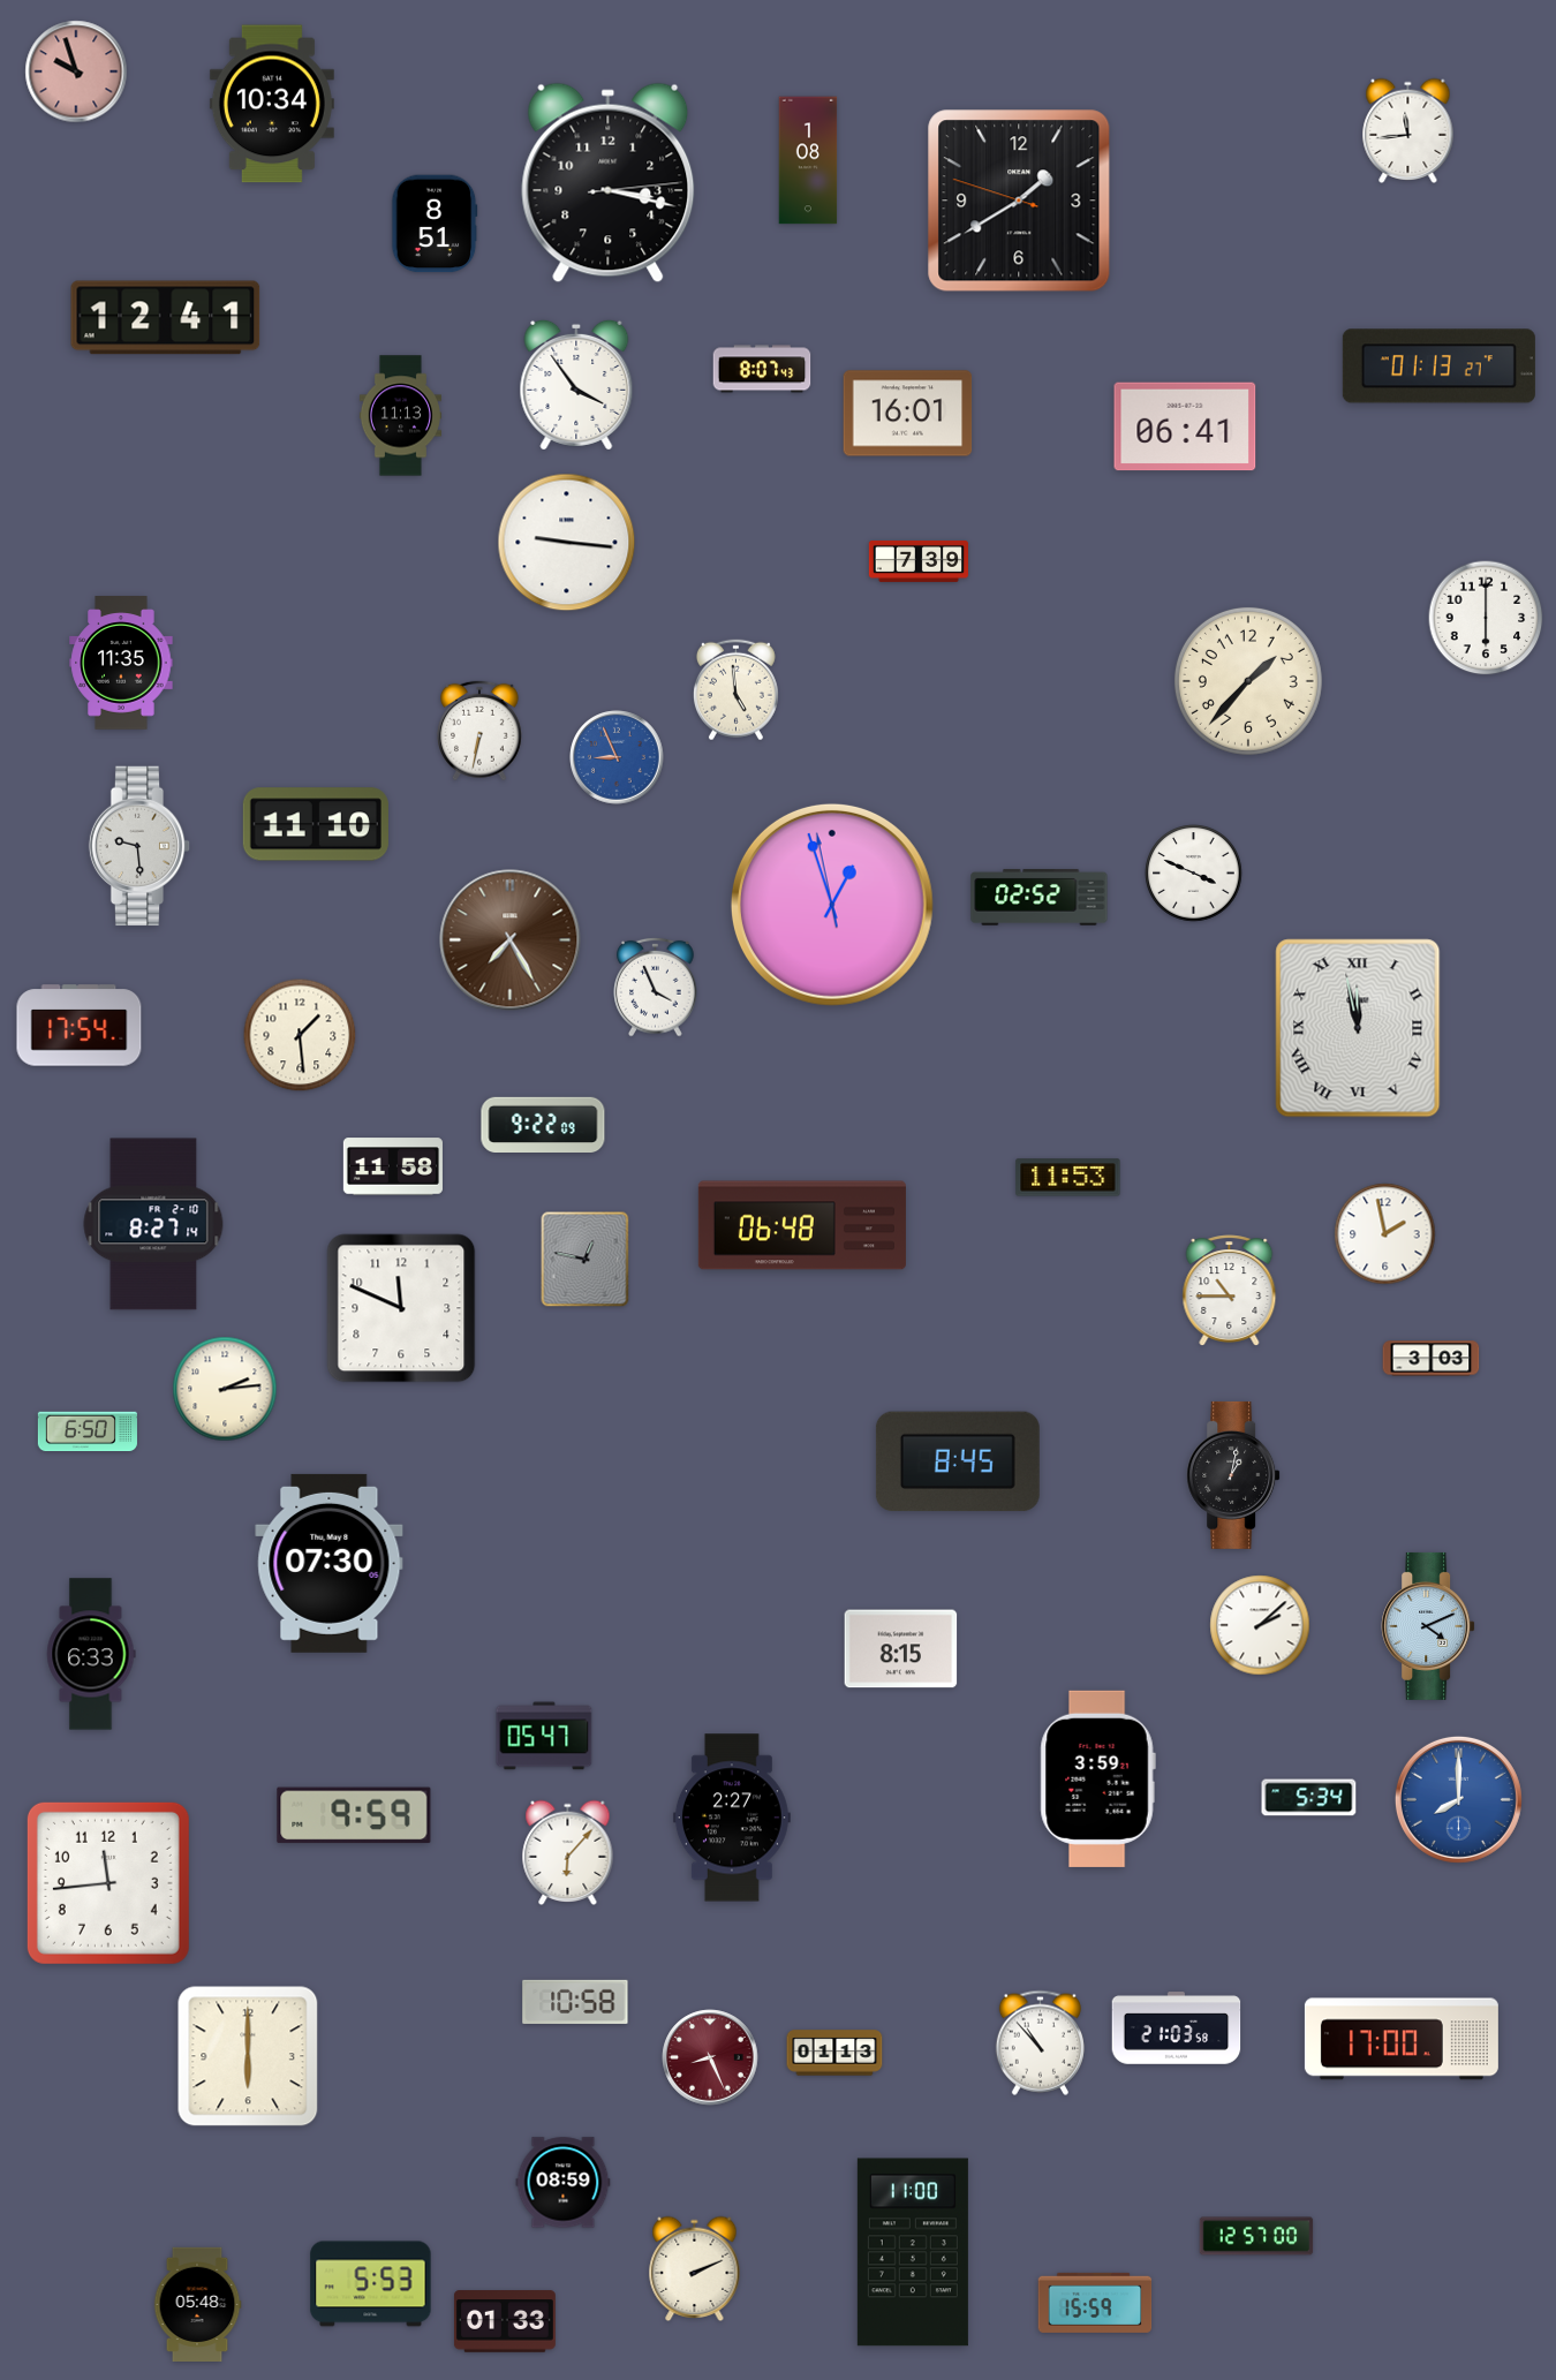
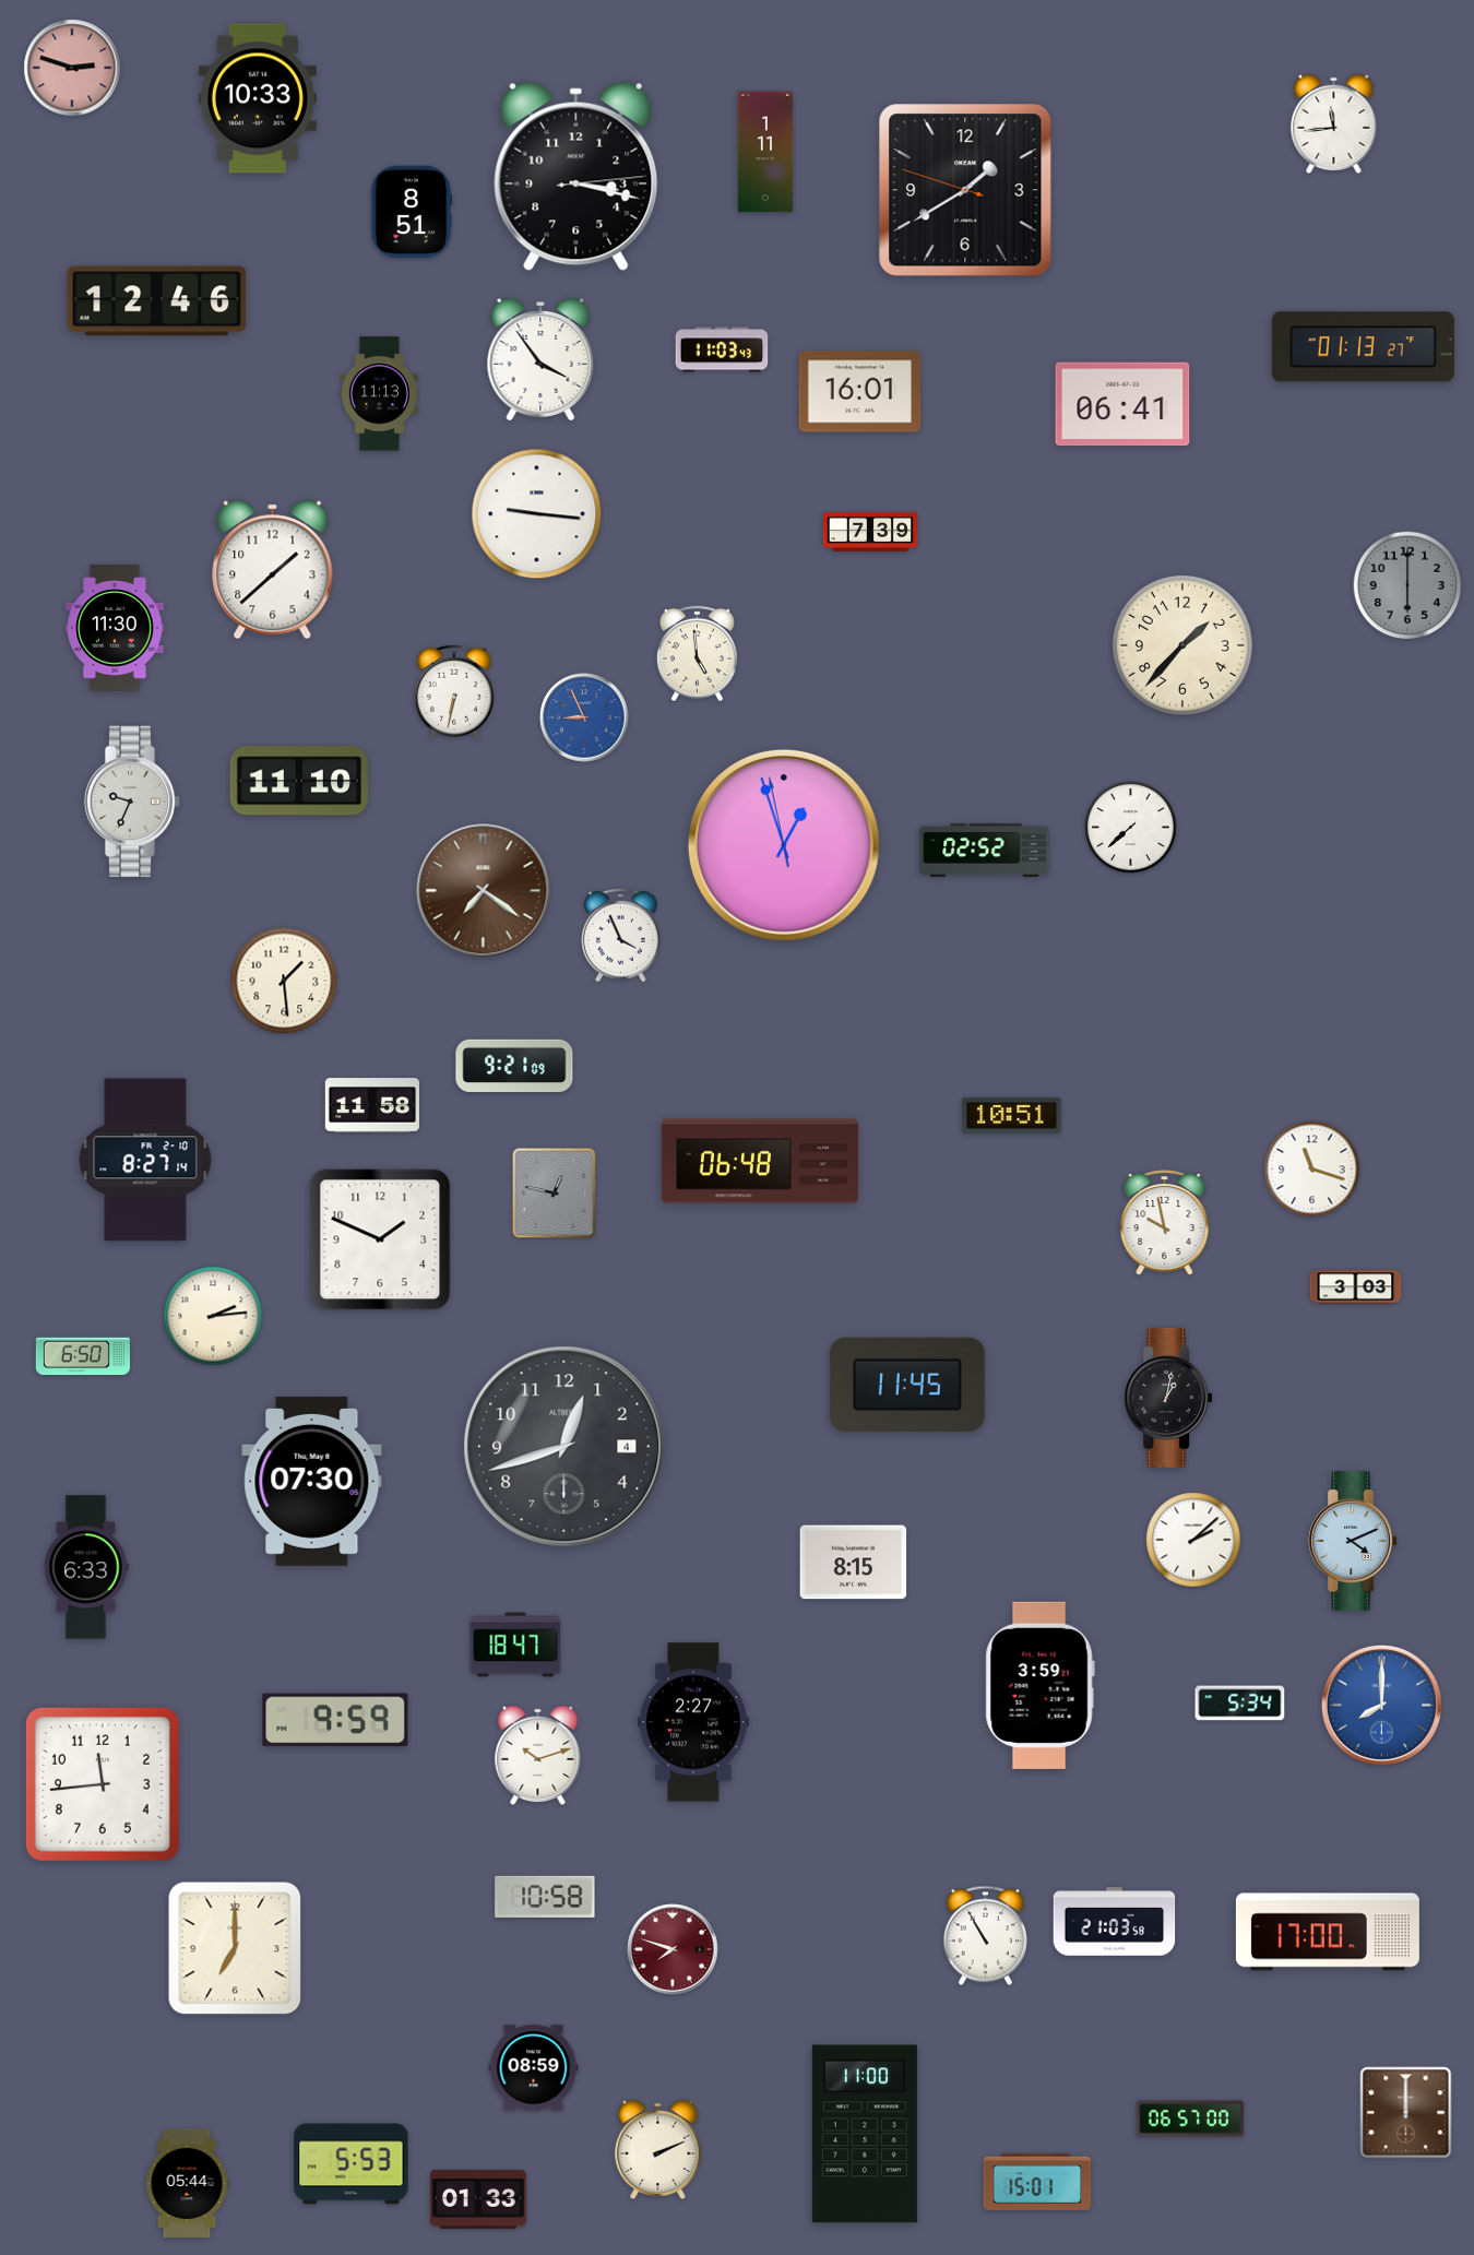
clock at (76, 71): 9:57 -> 2:48
clock at (272, 104): 10:34 -> 10:33
clock at (808, 160): 1:08 -> 1:11
clock at (609, 183) position: (609, 183) -> (576, 177)
clock at (166, 318): 12:41 -> 12:46
clock at (762, 369): 8:07 -> 11:03
clock at (576, 385) position: (576, 385) -> (540, 359)
clock at (273, 570): none -> 1:38
clock at (1486, 618) dial: white -> grey
clock at (121, 663): 11:35 -> 11:30
clock at (139, 846): 9:29 -> 9:34
clock at (1194, 874): 3:49 -> 7:38
clock at (832, 905) position: (832, 905) -> (784, 845)
clock at (511, 940): 7:25 -> 7:21
clock at (80, 1026): 17:54 -> none
clock at (1358, 1028): 11:58 -> none
clock at (543, 1124): 9:22 -> 9:21
clock at (1068, 1178): 11:53 -> 10:51
clock at (1385, 1234): 1:58 -> 11:18
clock at (1230, 1291): 10:45 -> 9:58
clock at (401, 1308): 11:49 -> 1:49
clock at (958, 1461): 8:45 -> 11:45
clock at (564, 1447): none -> 12:42
clock at (544, 1736): 05:47 -> 18:47
clock at (568, 1852): 6:07 -> 10:12
clock at (1040, 2042): 10:53 -> 10:55
clock at (834, 2053): 01:13 -> none
clock at (248, 2056): 6:00 -> 7:00
clock at (710, 2057): 8:26 -> 7:48
clock at (1406, 2113): none -> 12:00
clock at (1256, 2236): 12:57 -> 06:57
clock at (1095, 2303): 15:59 -> 15:01
clock at (197, 2304): 05:48 -> 05:44
